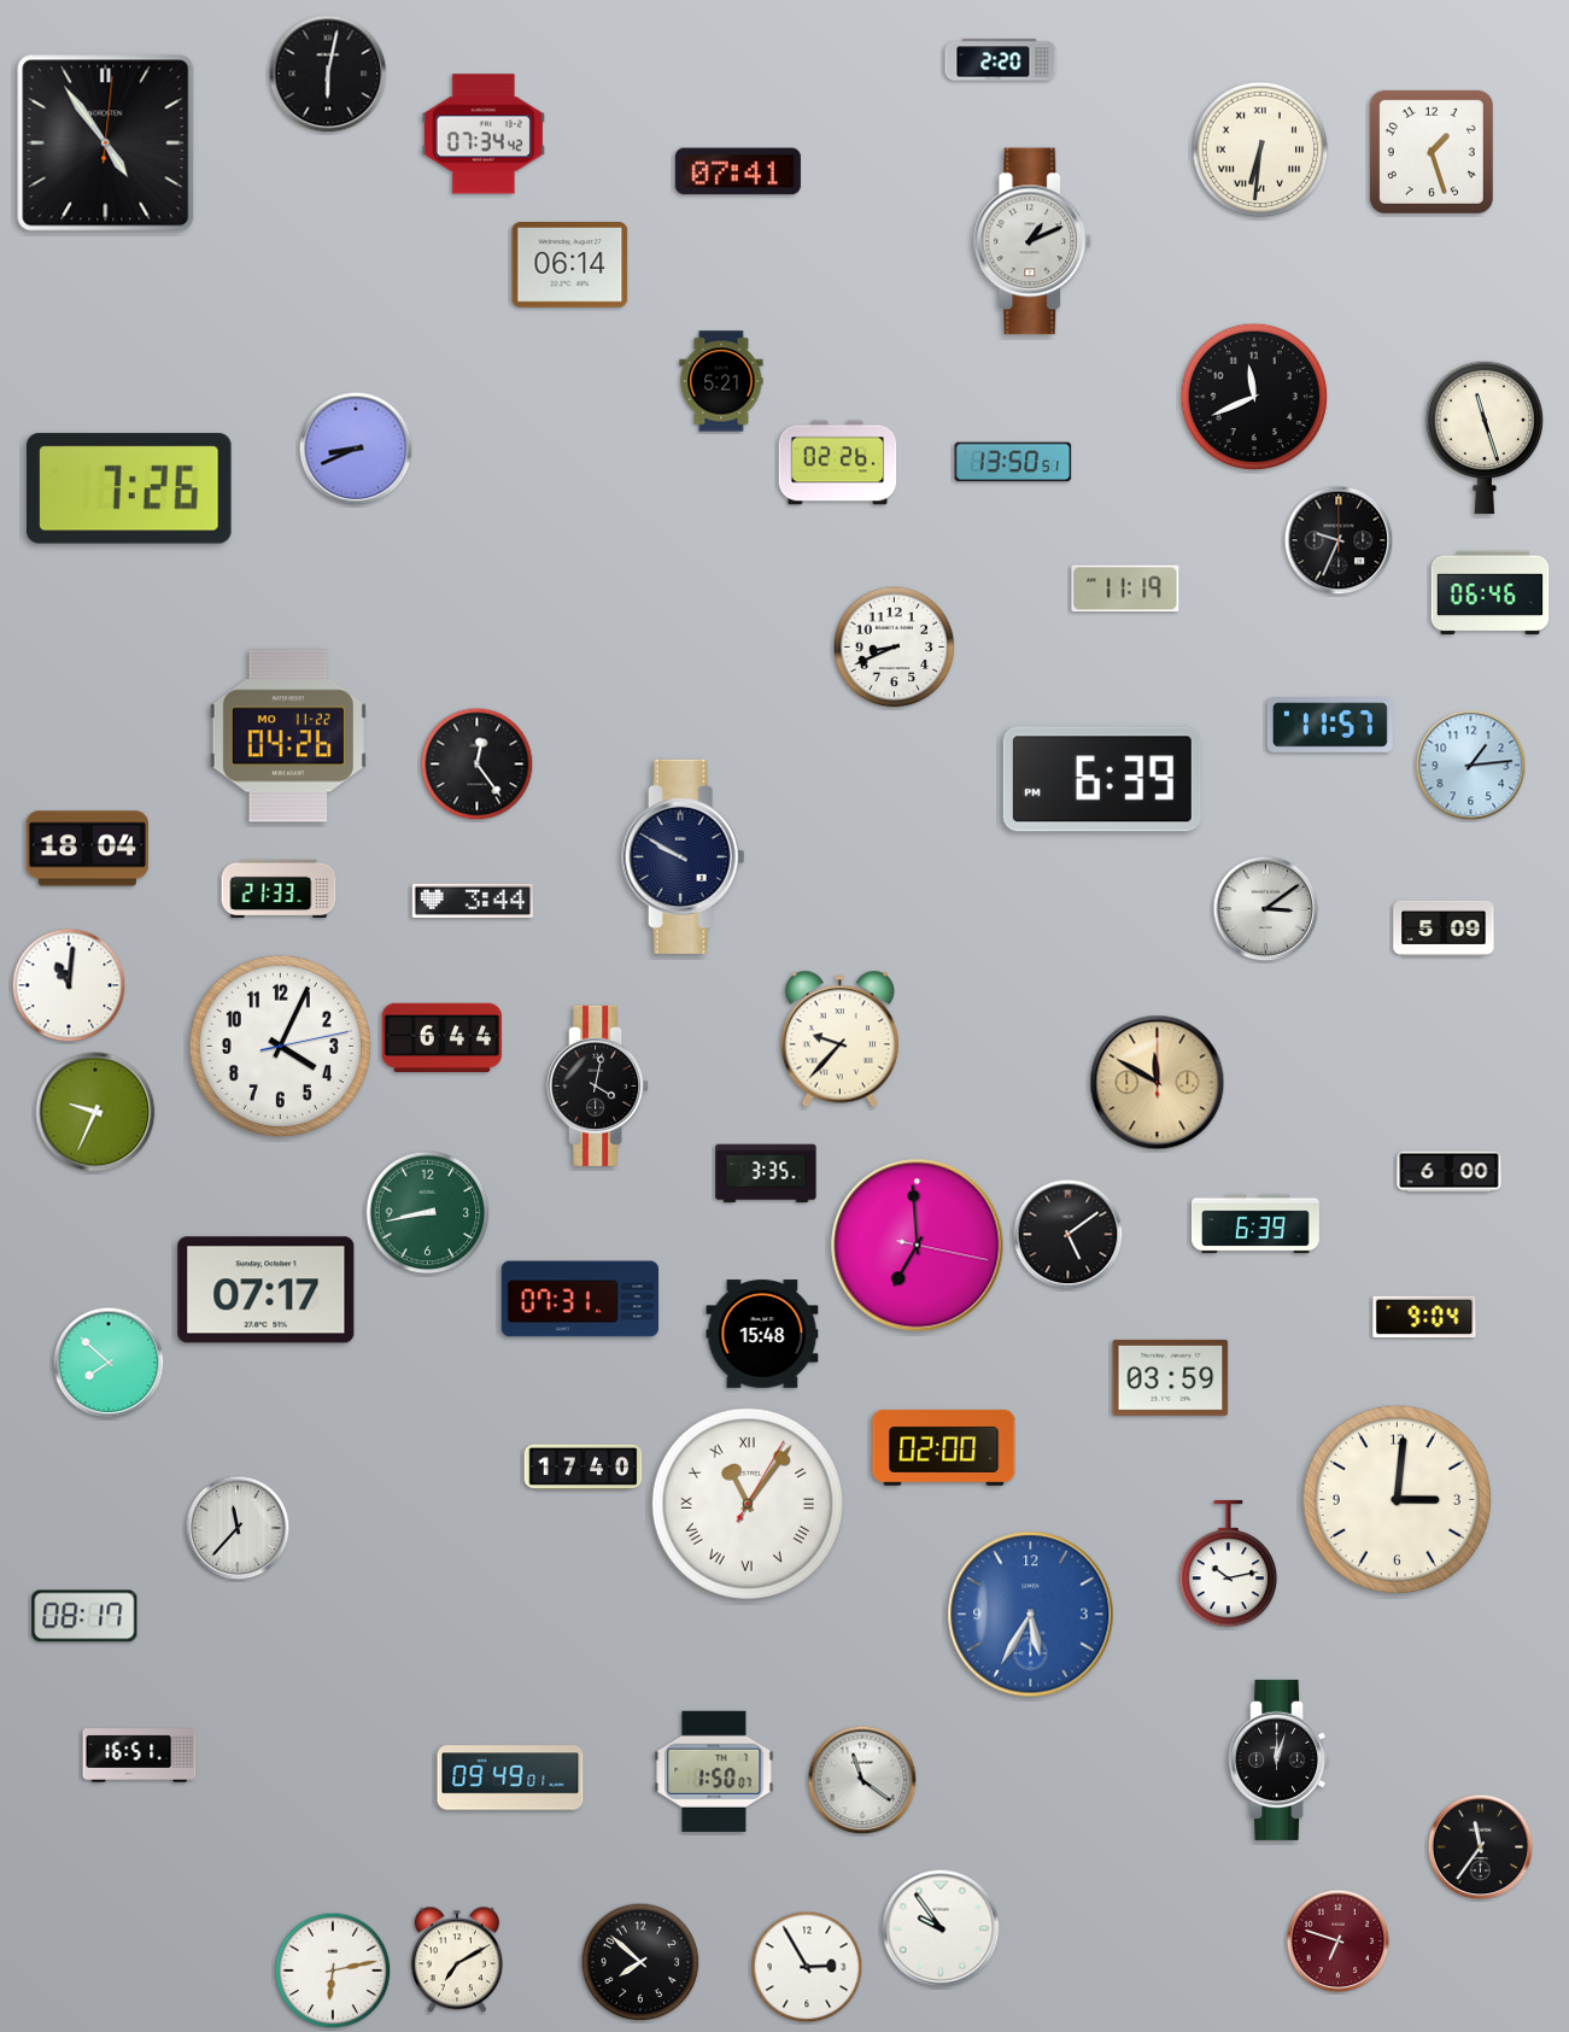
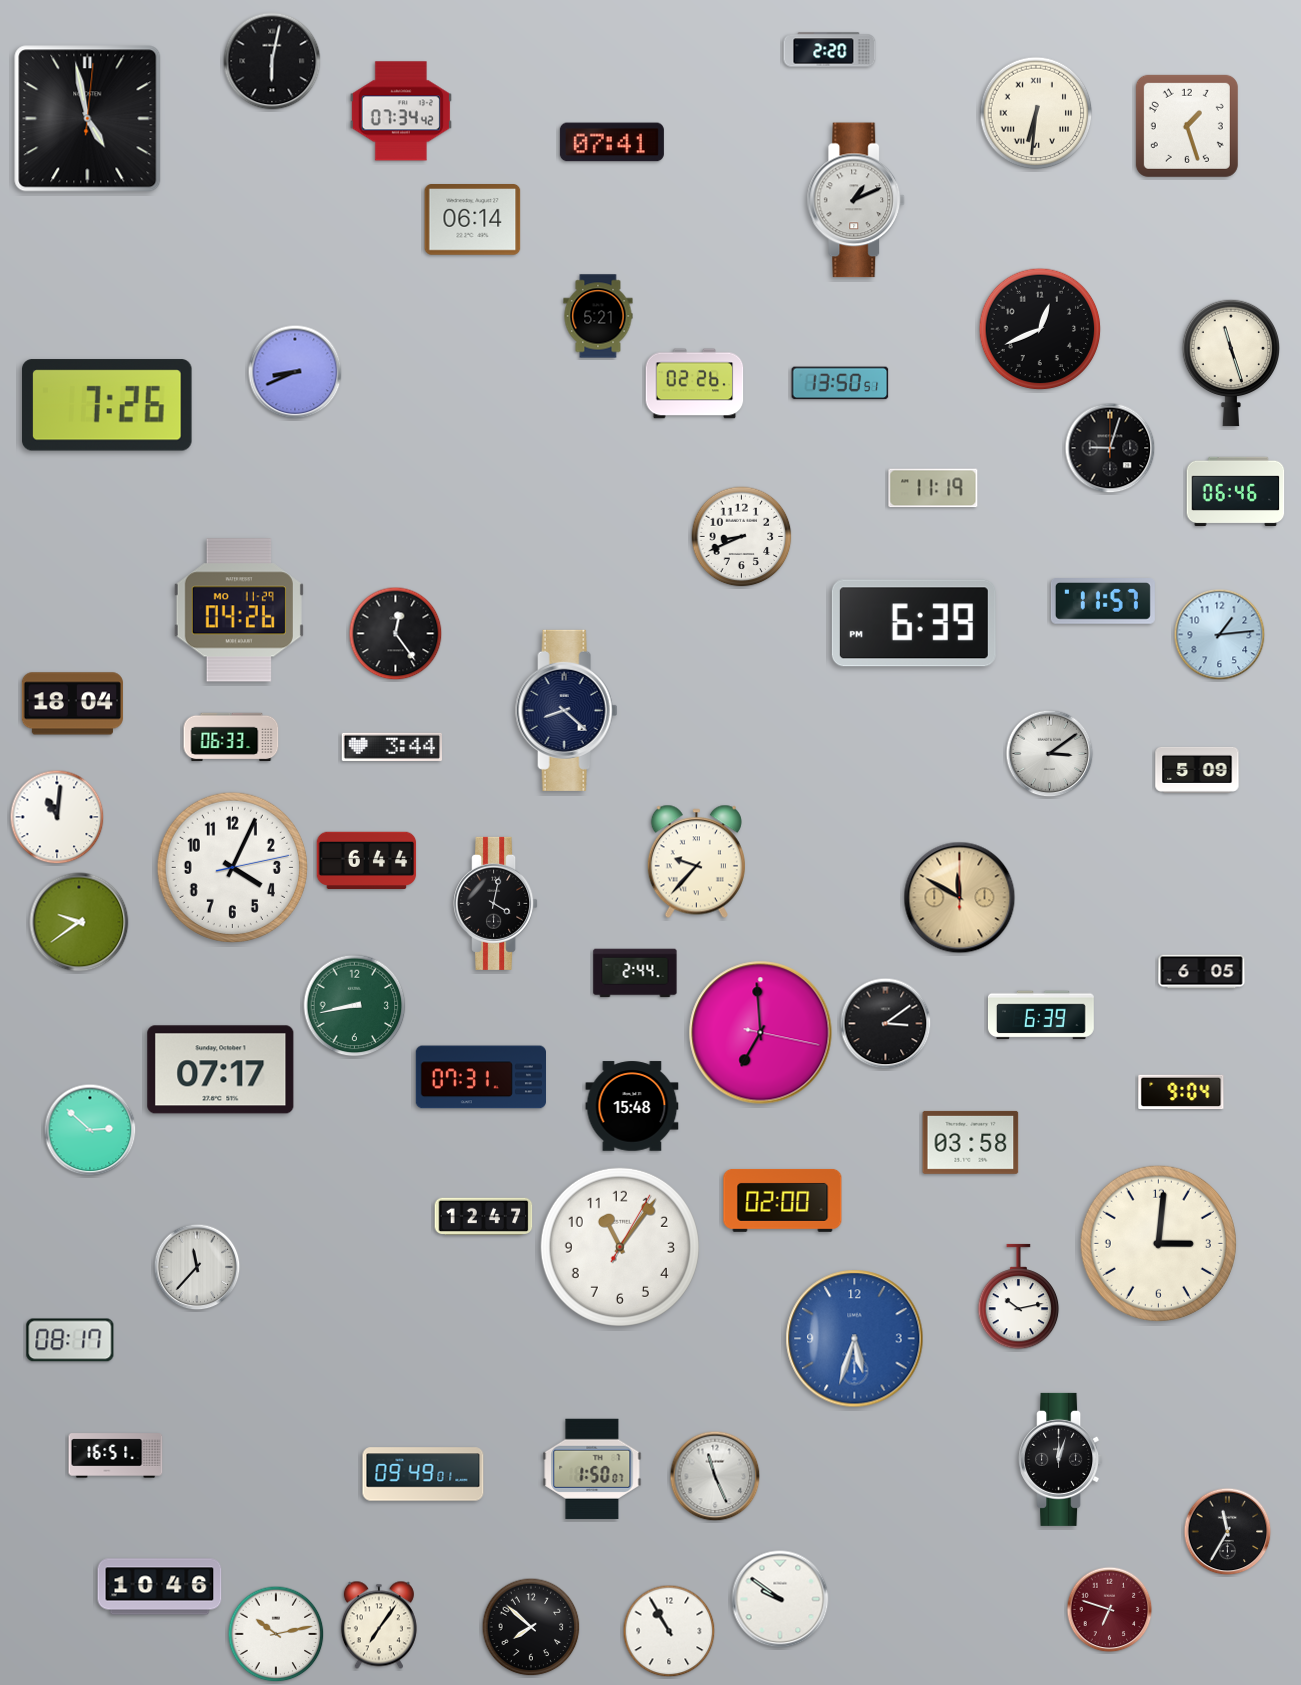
clock at (106, 144): 4:54 -> 4:58
clock at (1260, 150) position: (1260, 150) -> (1036, 113)
clock at (1254, 397): 11:41 -> 12:41
clock at (1339, 540): 9:34 -> 9:03
clock at (288, 736) date: MO 11-22 -> MO 11-29
clock at (1102, 779) position: (1102, 779) -> (914, 623)
clock at (684, 856): 9:50 -> 8:22
clock at (279, 889): 21:33 -> 06:33
clock at (598, 1085) position: (598, 1085) -> (496, 903)
clock at (95, 1112): 9:34 -> 9:39
clock at (1450, 1172): 6:00 -> 6:05
clock at (766, 1173): 3:35 -> 2:44
clock at (1069, 1235): 5:09 -> 3:09
clock at (109, 1363): 7:52 -> 2:52
clock at (1171, 1377): 03:59 -> 03:58
clock at (584, 1468): 17:40 -> 12:47
clock at (748, 1504) numerals: Roman -> Arabic
clock at (1031, 1615): 5:35 -> 5:33
clock at (862, 1780): 11:21 -> 11:26
clock at (1481, 1847): 11:36 -> 11:35
clock at (160, 1587): none -> 10:46
clock at (941, 1928): 9:54 -> 9:51
clock at (457, 1960): 7:10 -> 7:06
clock at (807, 1967): 2:55 -> 10:55
clock at (333, 1970): 6:13 -> 10:13
